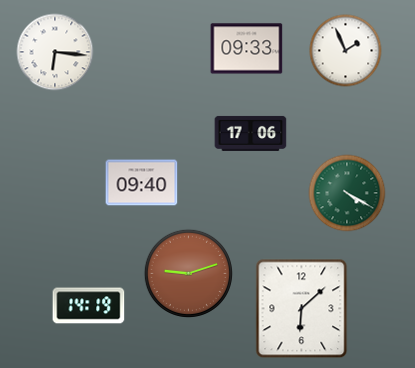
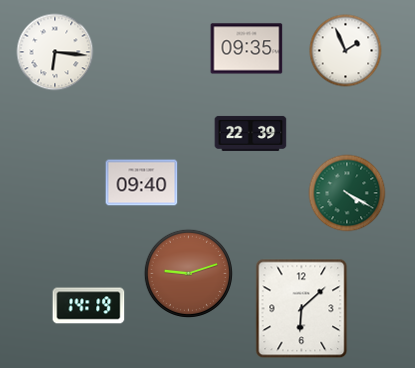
clock at (247, 49): 09:33 -> 09:35
clock at (251, 133): 17:06 -> 22:39
